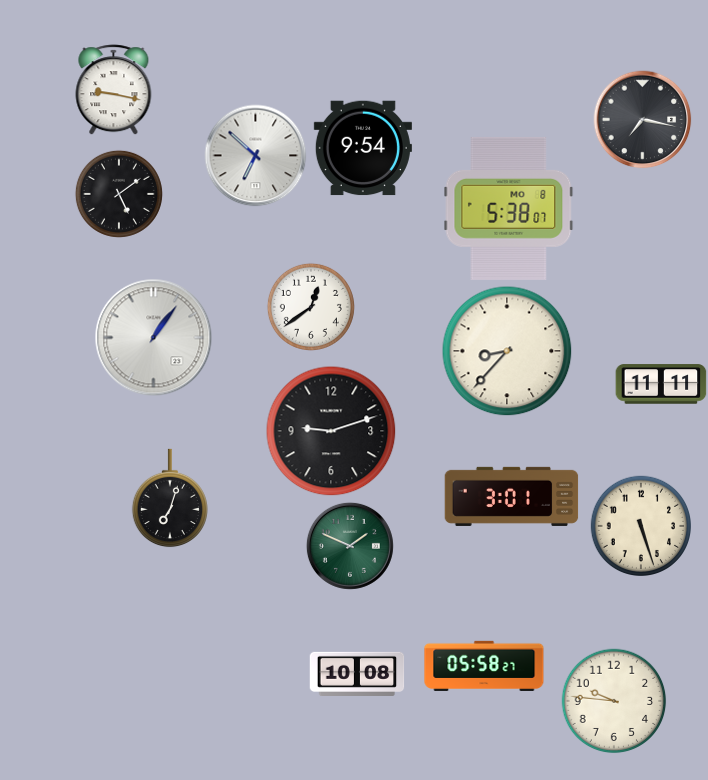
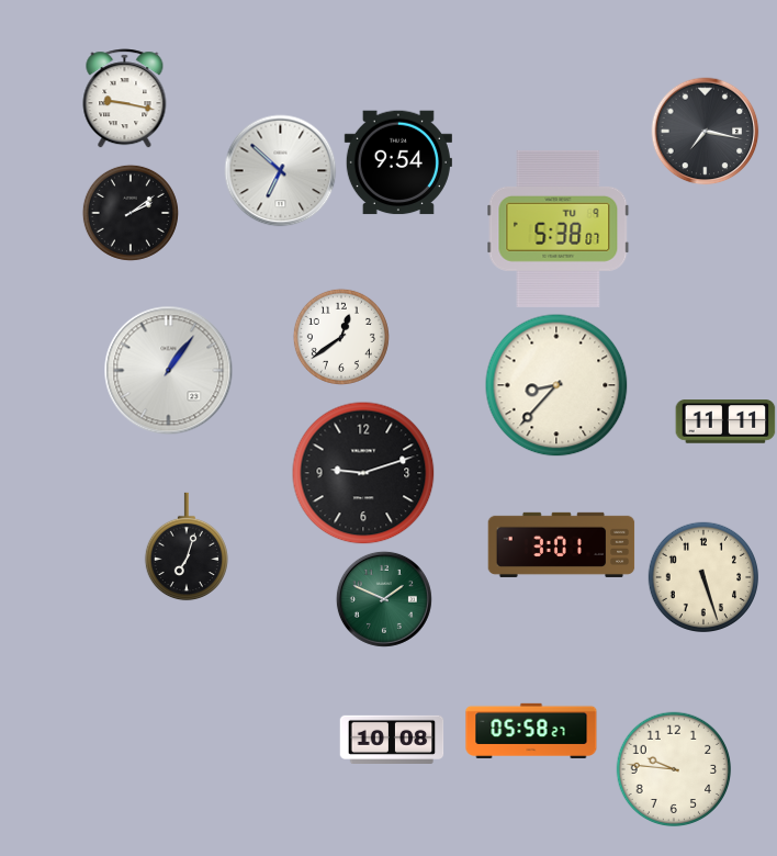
clock at (119, 194): 5:09 -> 2:09
clock at (509, 208) date: MO 8 -> TU 9
